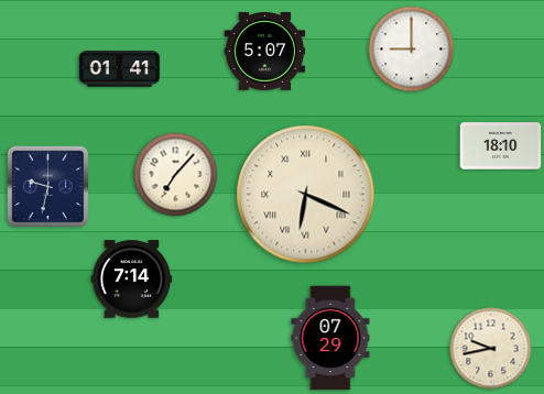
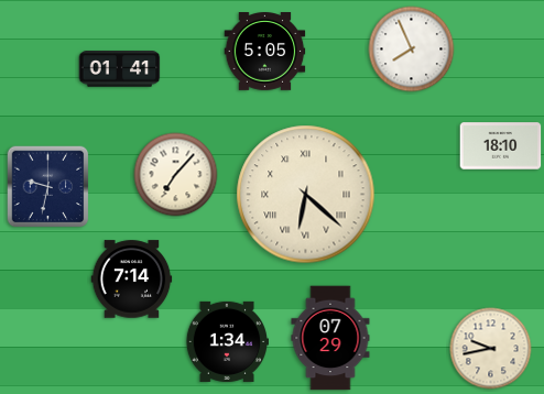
clock at (412, 50): 9:00 -> 7:56
clock at (265, 52): 5:07 -> 5:05
clock at (306, 195): 6:19 -> 6:22
clock at (226, 341): none -> 1:34
